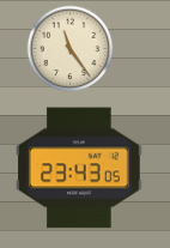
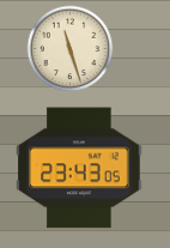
clock at (71, 49): 11:24 -> 11:27
